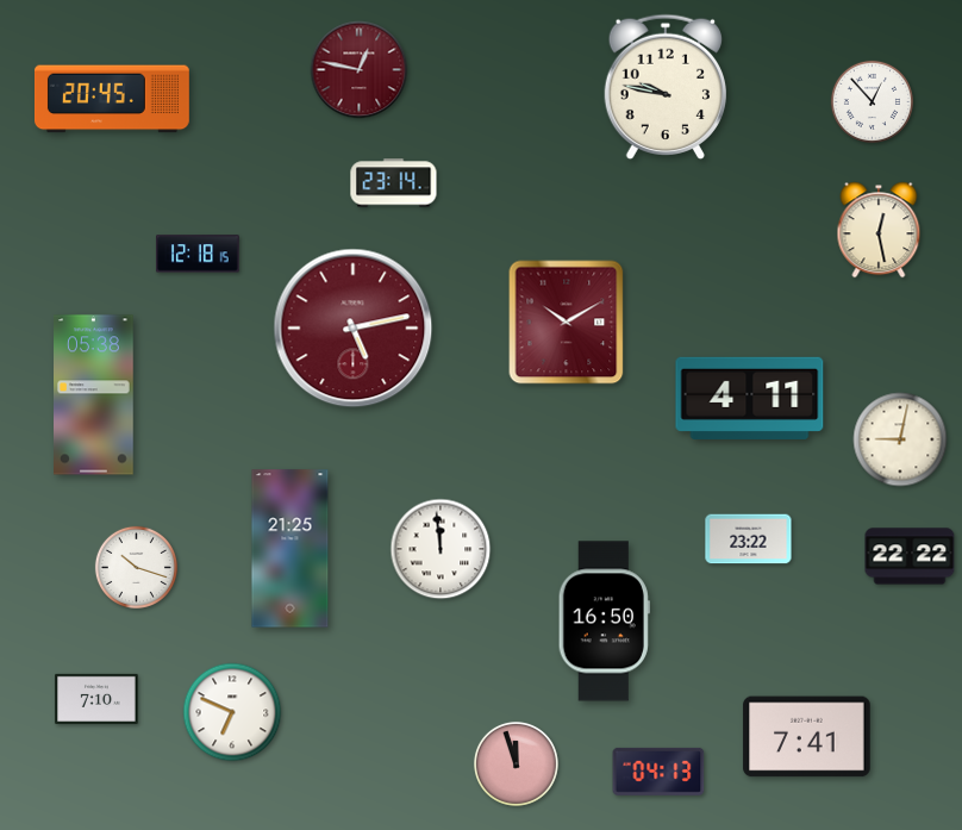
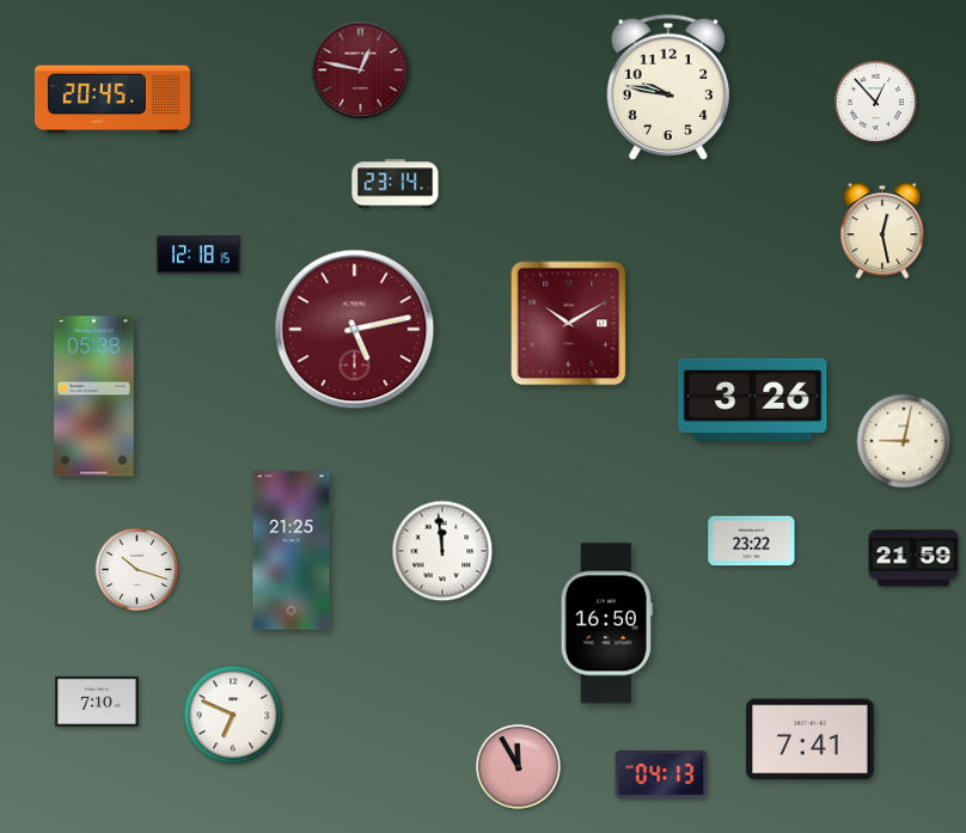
clock at (750, 398): 4:11 -> 3:26
clock at (910, 556): 22:22 -> 21:59
clock at (516, 763): 11:57 -> 11:55
